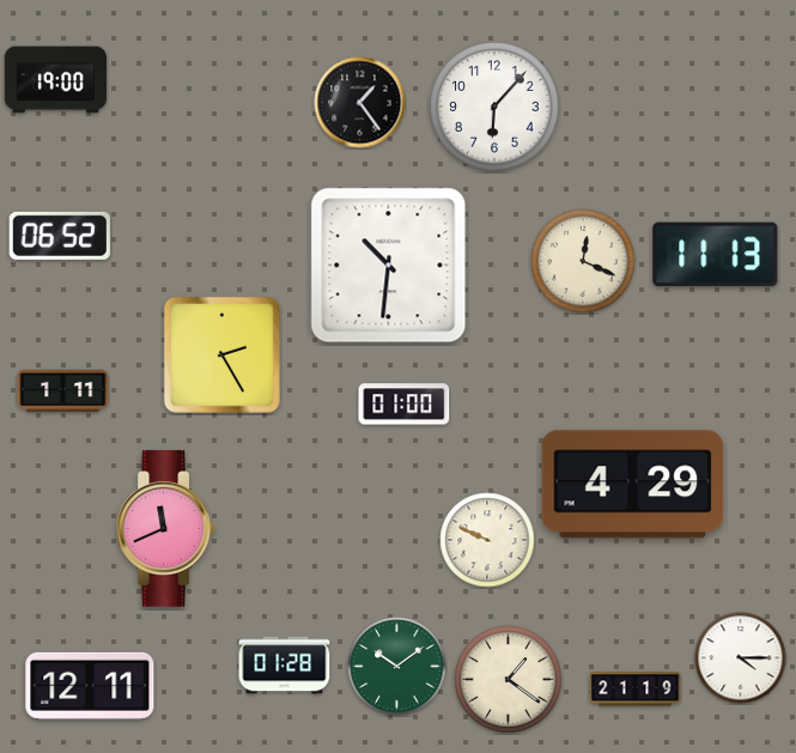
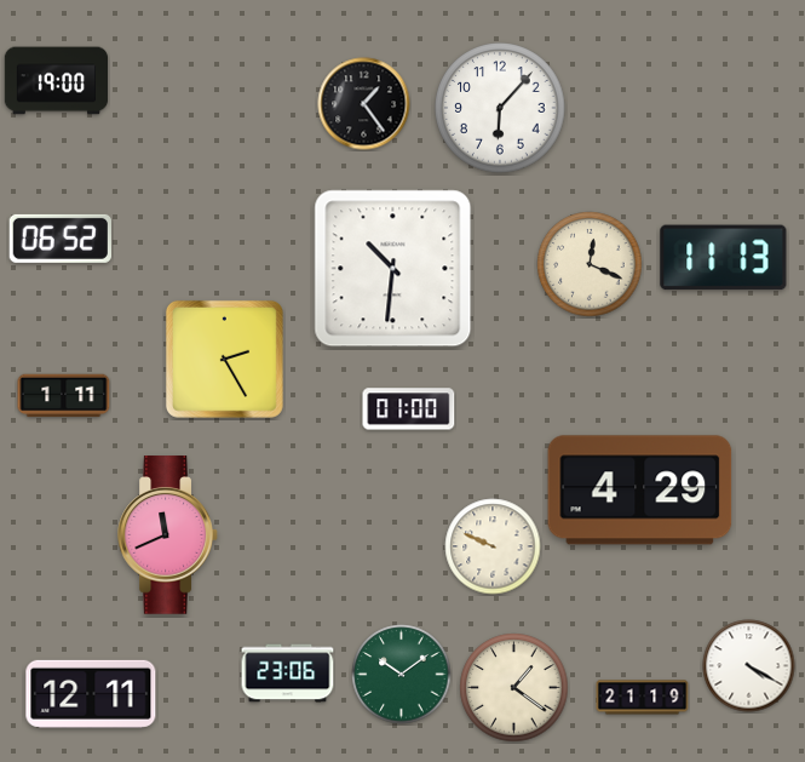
clock at (741, 658): 4:15 -> 4:20
clock at (285, 666): 01:28 -> 23:06
